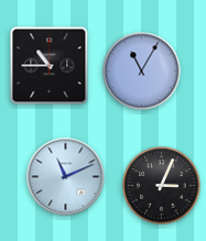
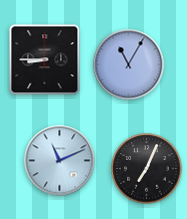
clock at (50, 66): 10:45 -> 8:45
clock at (162, 186): 3:04 -> 7:04
